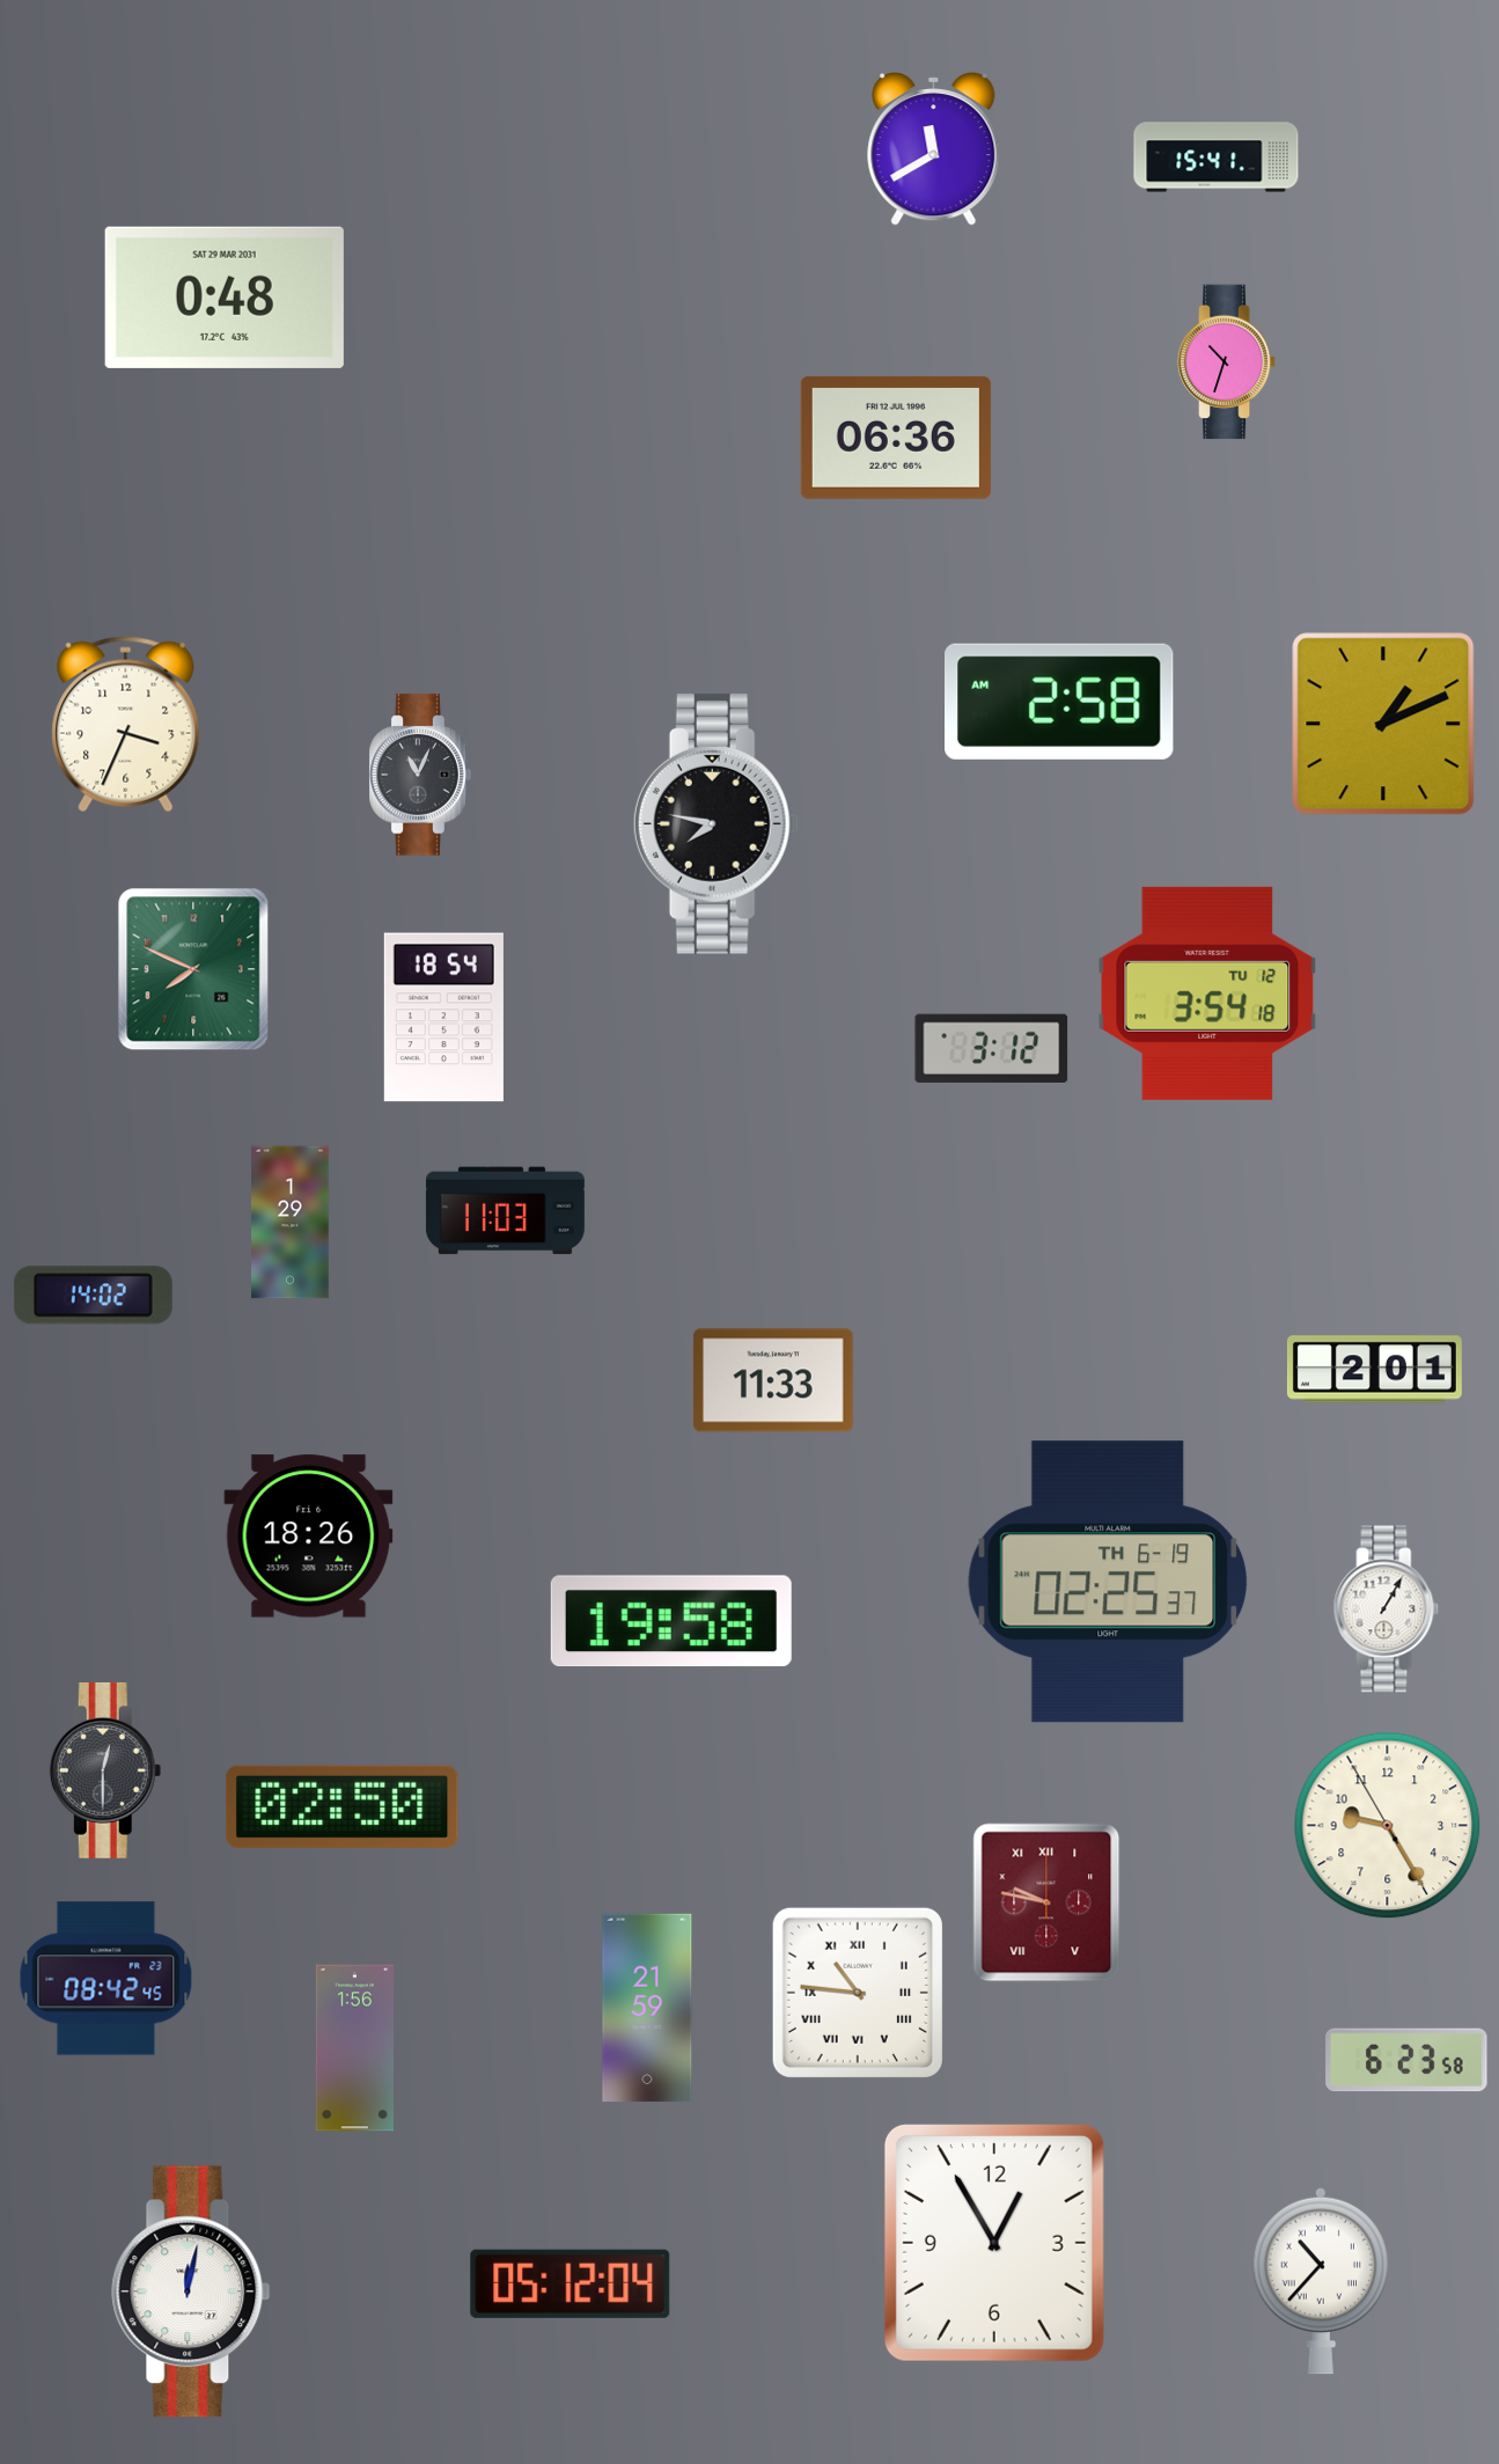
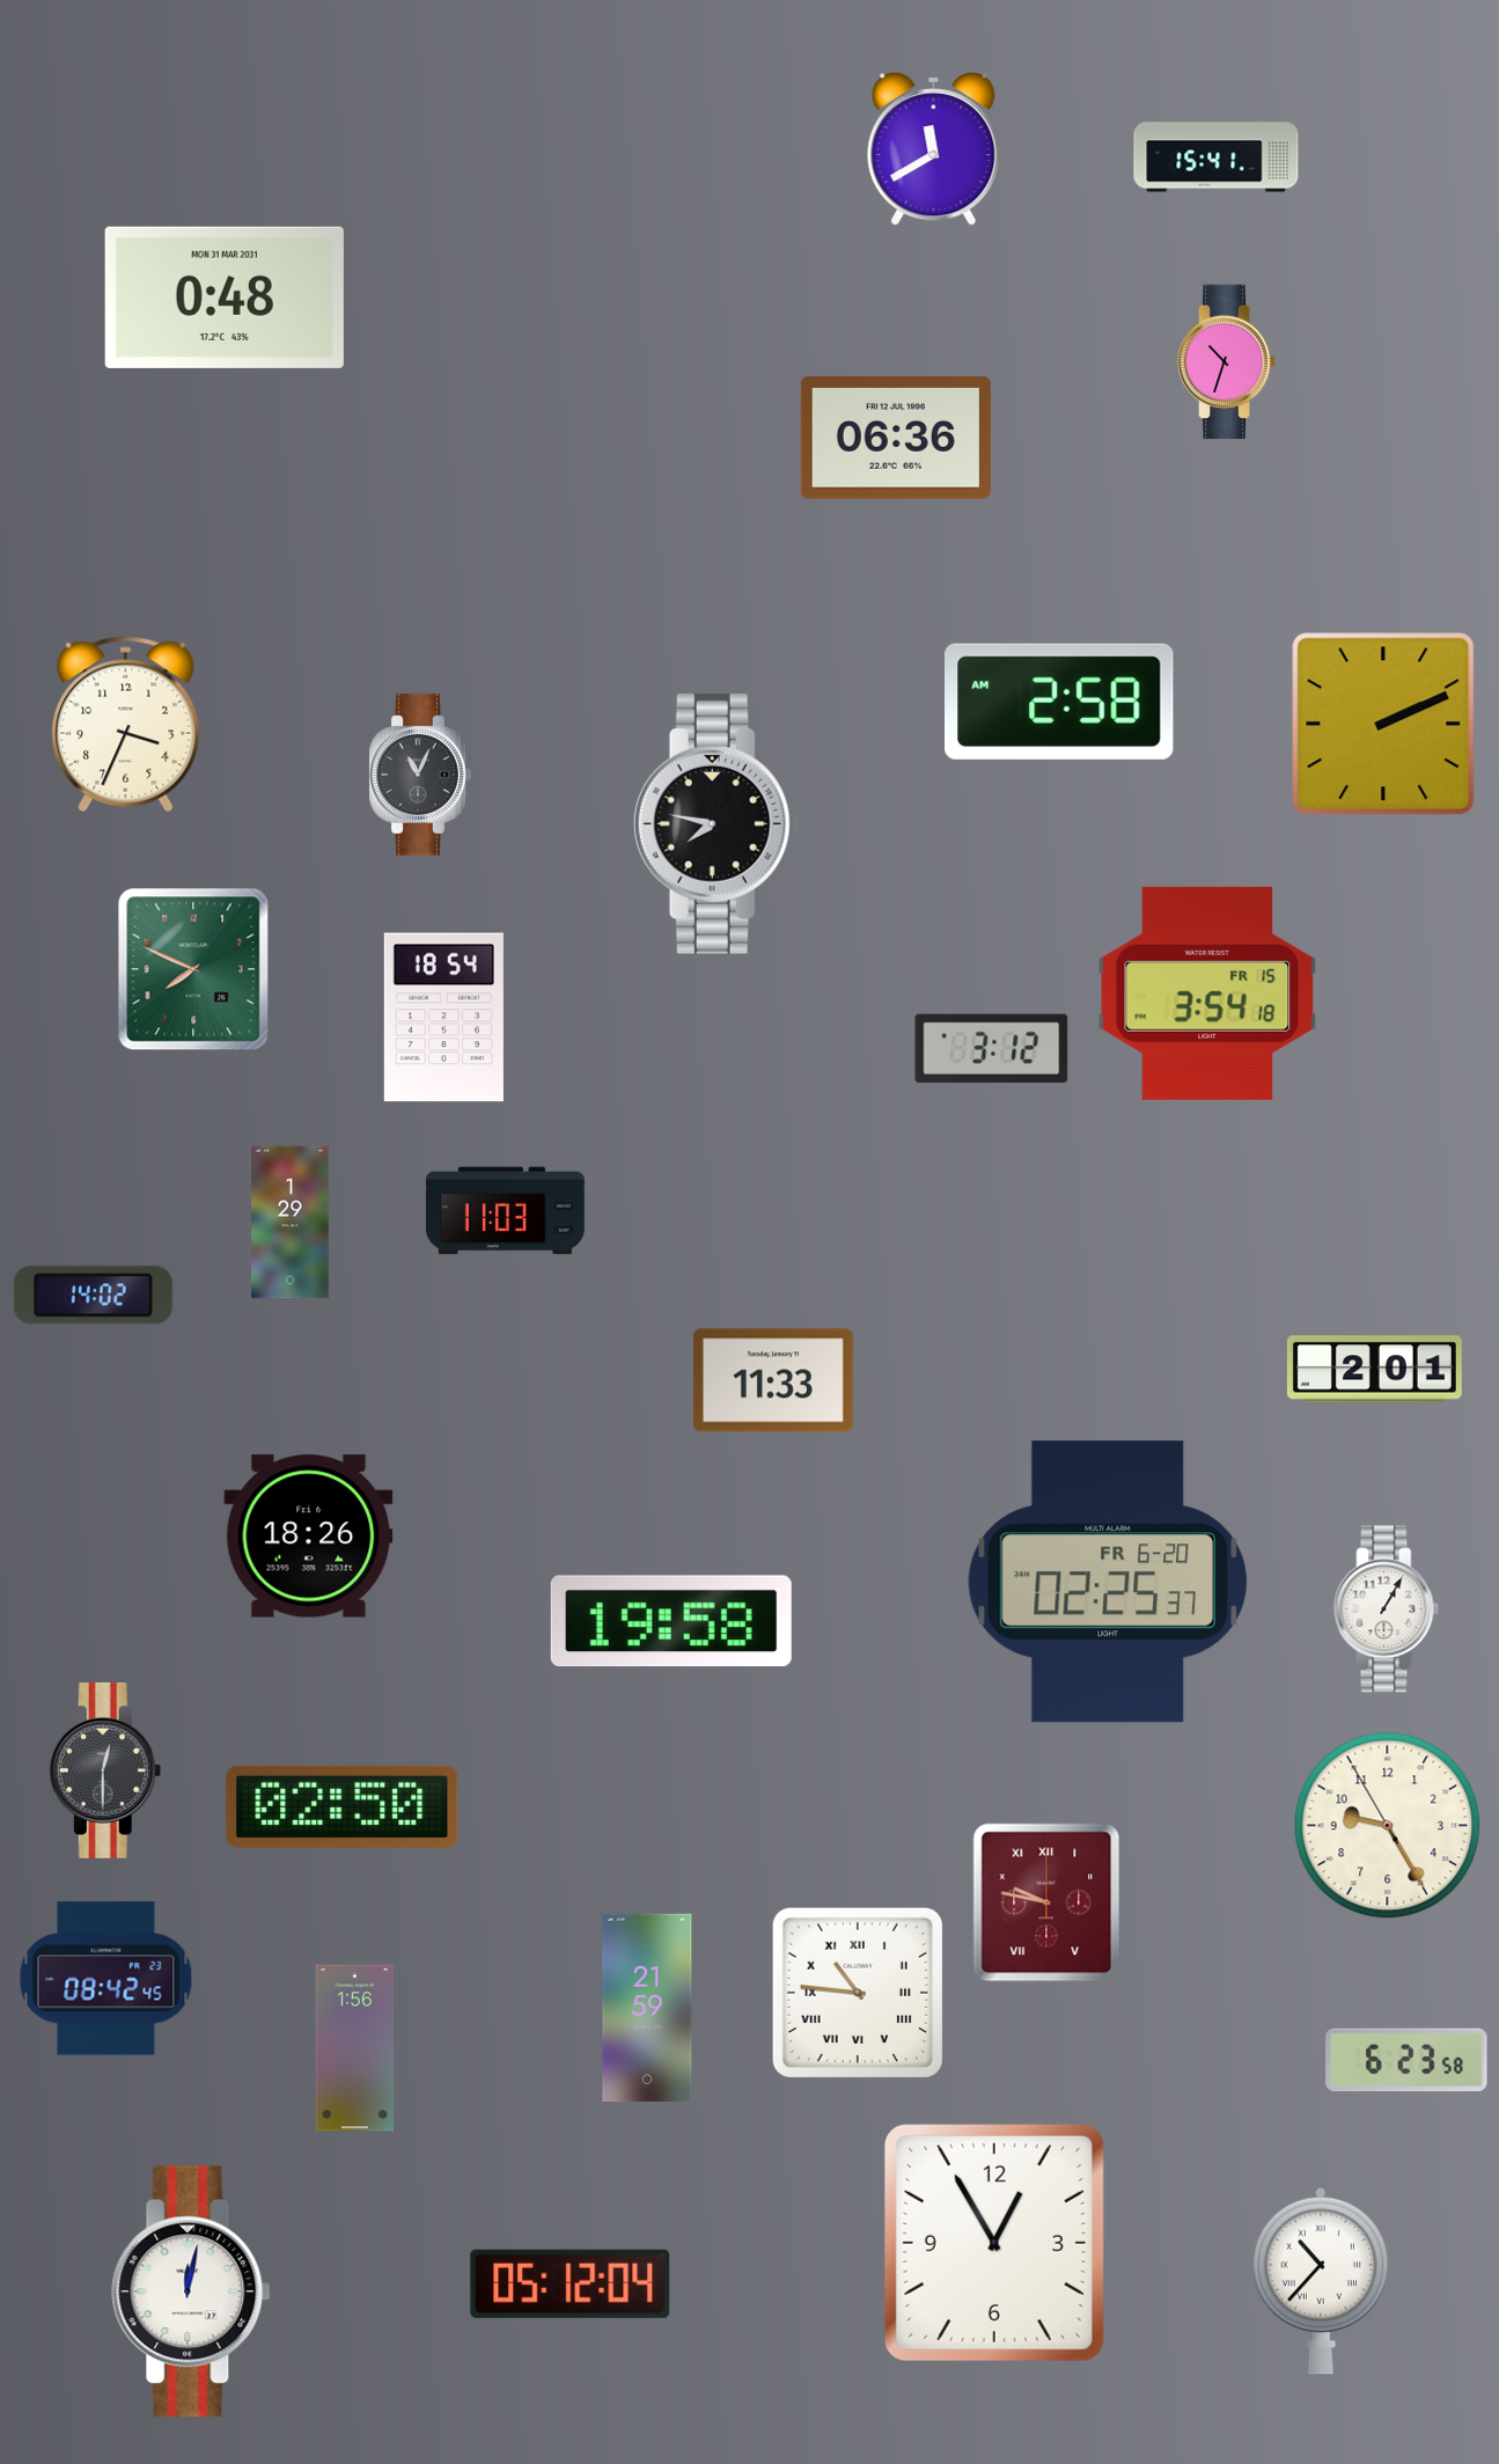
clock at (225, 298) date: SAT 29 MAR 2031 -> MON 31 MAR 2031
clock at (1383, 724): 1:11 -> 2:11
clock at (1207, 993) date: TU 12 -> FR 15
clock at (1107, 1582) date: TH 6-19 -> FR 6-20
